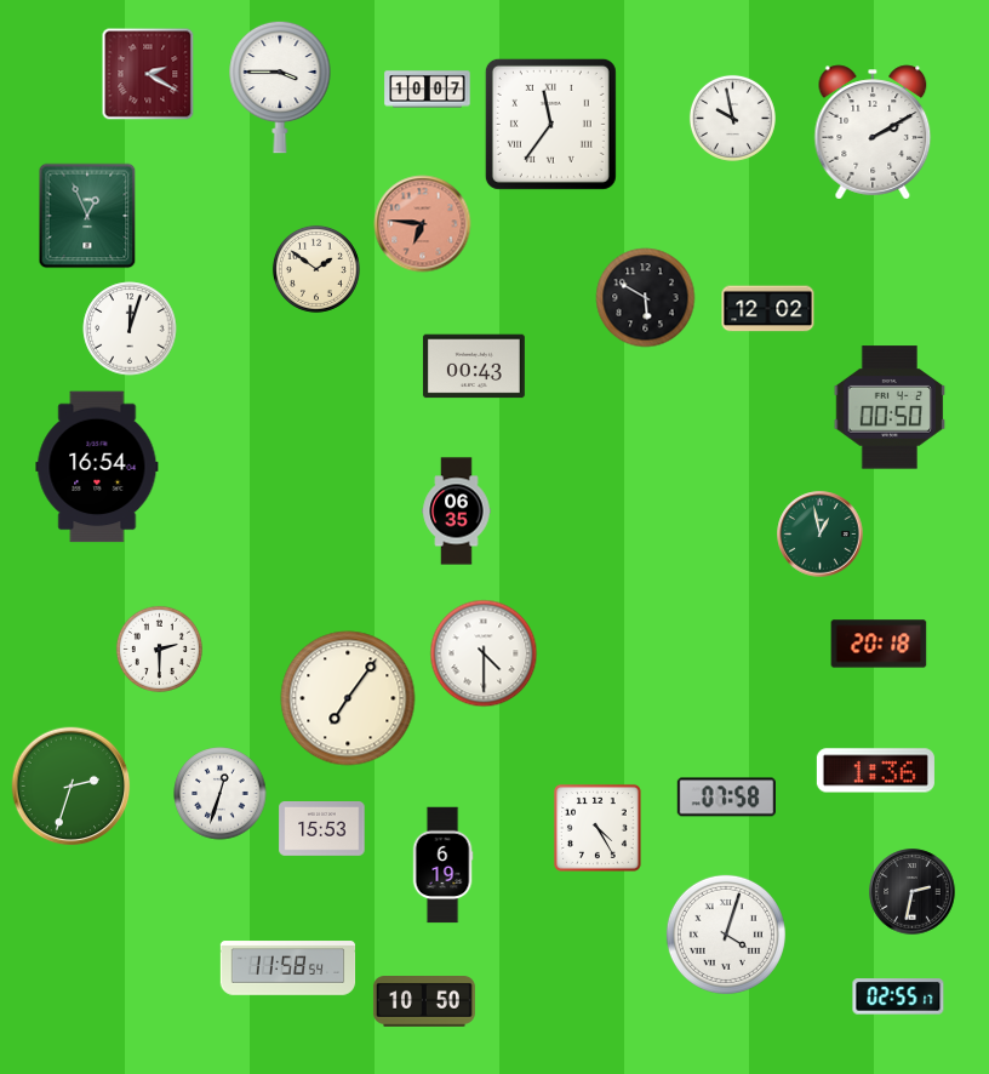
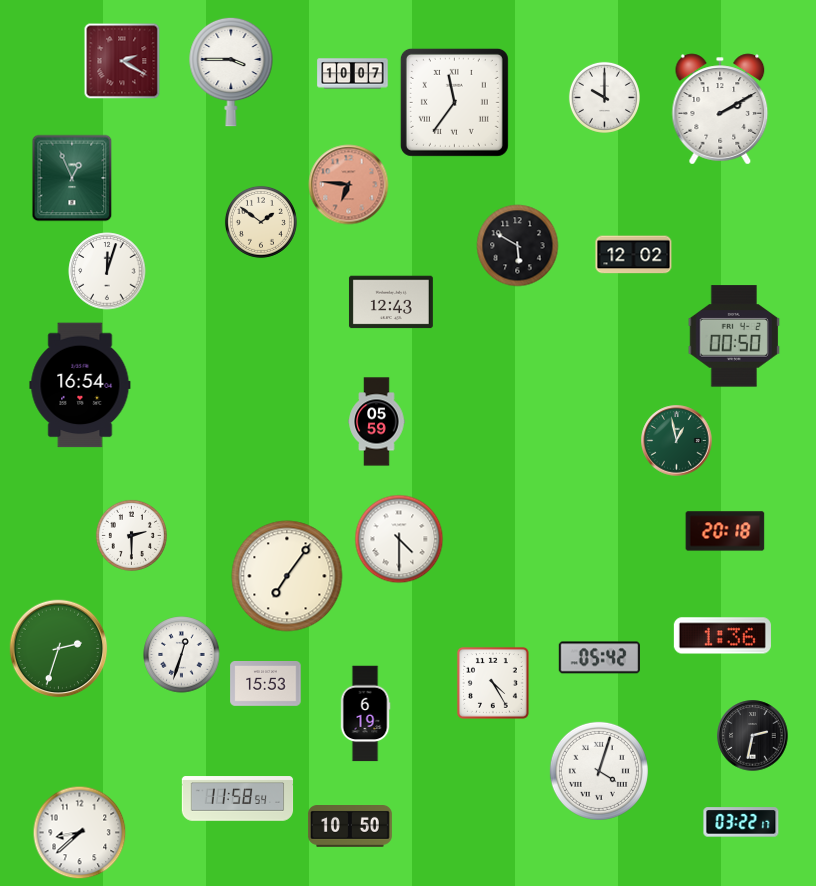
clock at (732, 118): 9:58 -> 10:00
clock at (646, 298) position: (646, 298) -> (518, 246)
clock at (474, 366): 00:43 -> 12:43
clock at (457, 512): 06:35 -> 05:59
clock at (726, 798): 07:58 -> 05:42
clock at (898, 996): 02:55 -> 03:22
clock at (80, 833): none -> 8:38
